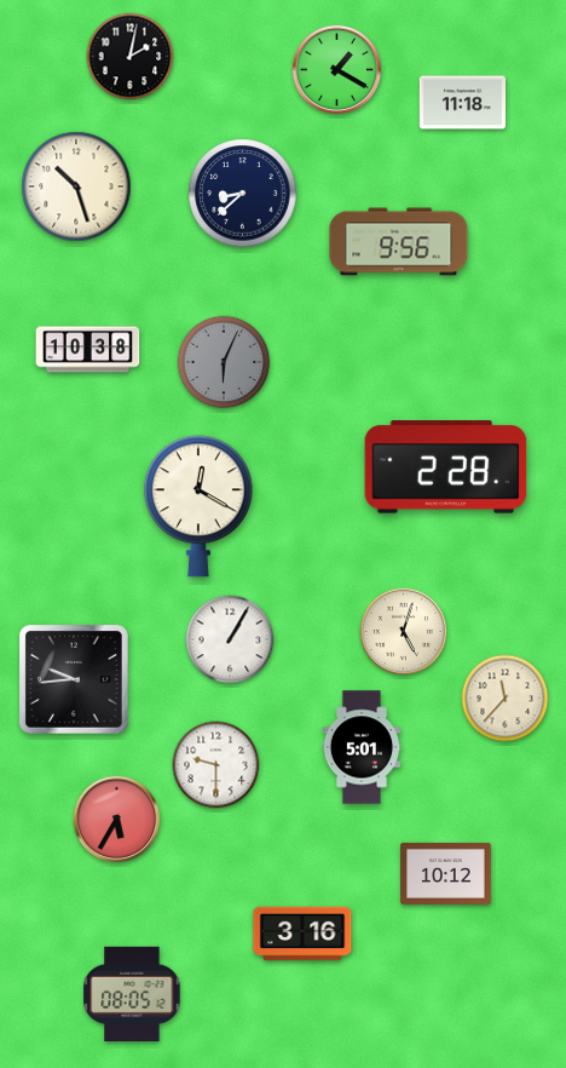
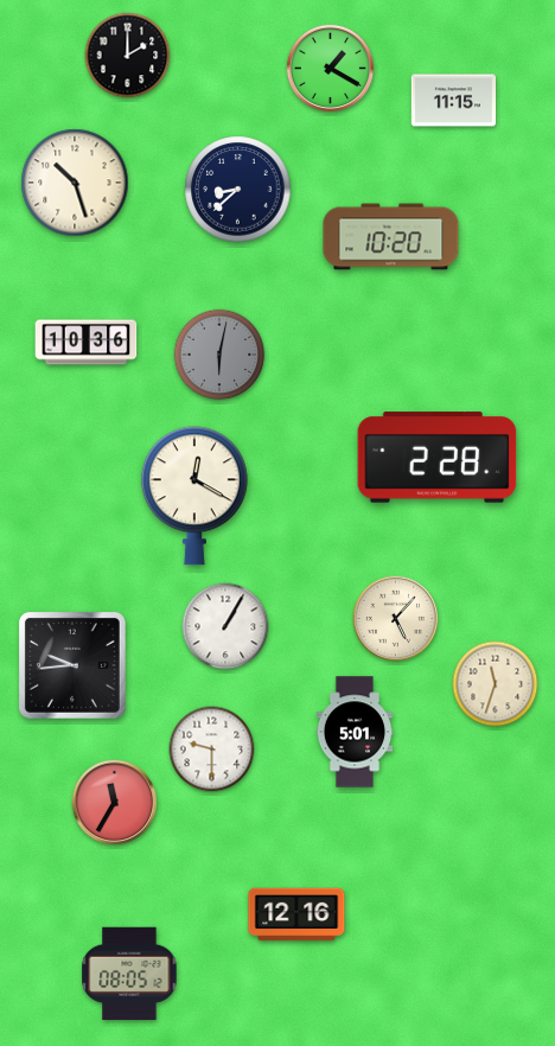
clock at (131, 57): 2:02 -> 2:00
clock at (463, 103): 11:18 -> 11:15
clock at (399, 242): 9:56 -> 10:20
clock at (88, 350): 10:38 -> 10:36
clock at (224, 362): 6:04 -> 6:02
clock at (404, 632): 5:03 -> 5:07
clock at (506, 699): 11:37 -> 11:33
clock at (117, 820): 5:35 -> 11:35
clock at (446, 873): 10:12 -> none
clock at (302, 934): 3:16 -> 12:16
